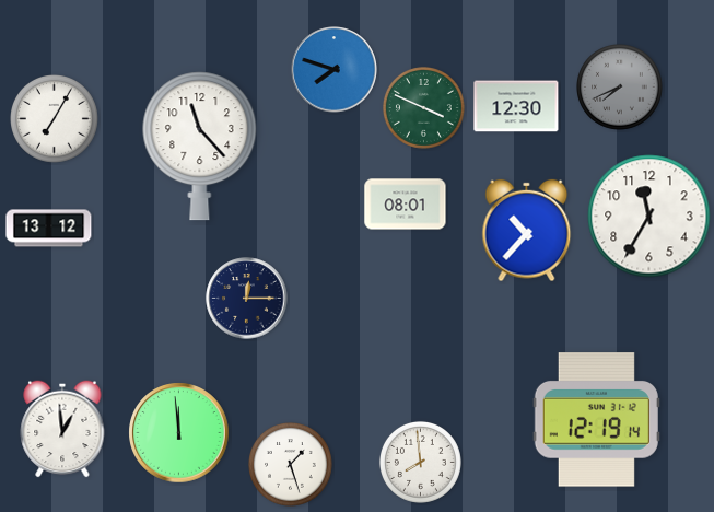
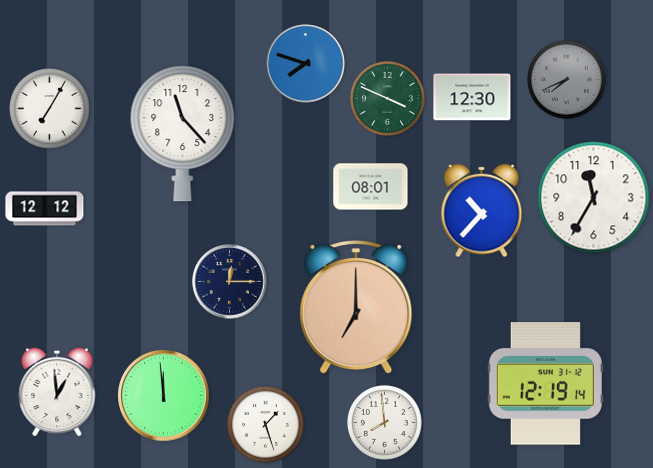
clock at (49, 229): 13:12 -> 12:12
clock at (247, 299) position: (247, 299) -> (230, 282)
clock at (356, 308): none -> 7:00
